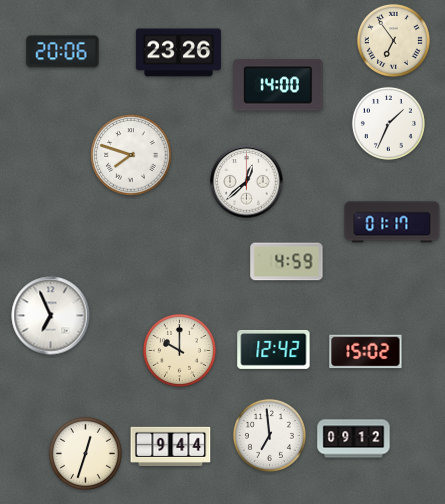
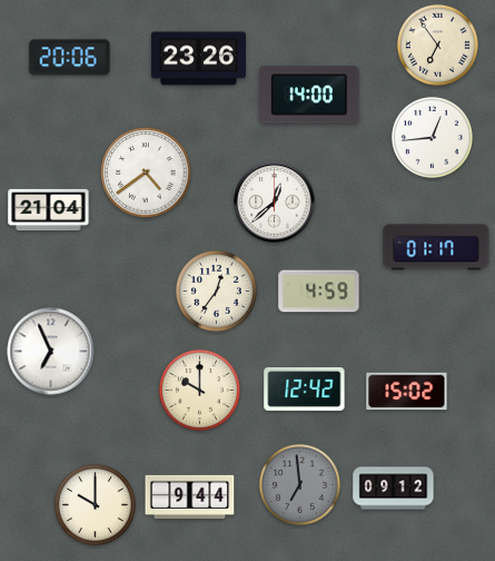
clock at (388, 123): 1:34 -> 12:44
clock at (131, 155): 7:48 -> 4:39
clock at (49, 210): none -> 21:04
clock at (216, 291): none -> 12:36
clock at (51, 316) position: (51, 316) -> (51, 352)
clock at (269, 435) dial: white -> grey
clock at (85, 453): 12:33 -> 10:00
